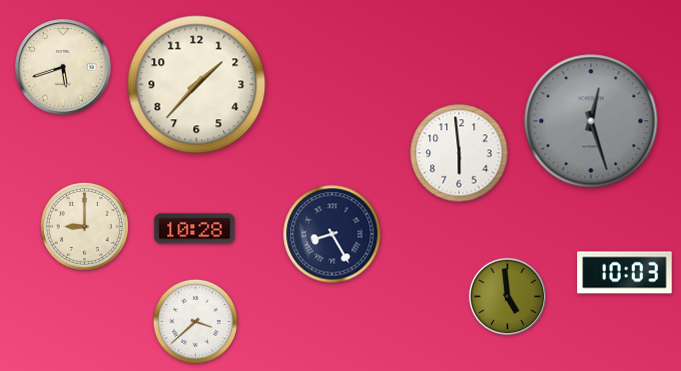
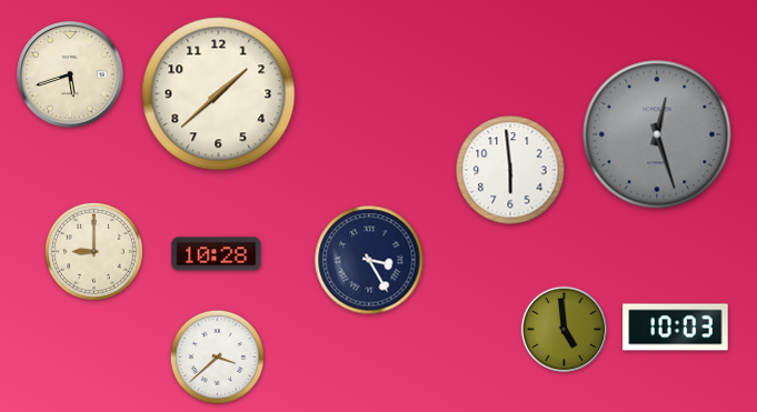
clock at (197, 85): 1:37 -> 1:38
clock at (332, 234): 8:25 -> 3:25
clock at (625, 273) position: (625, 273) -> (676, 328)
